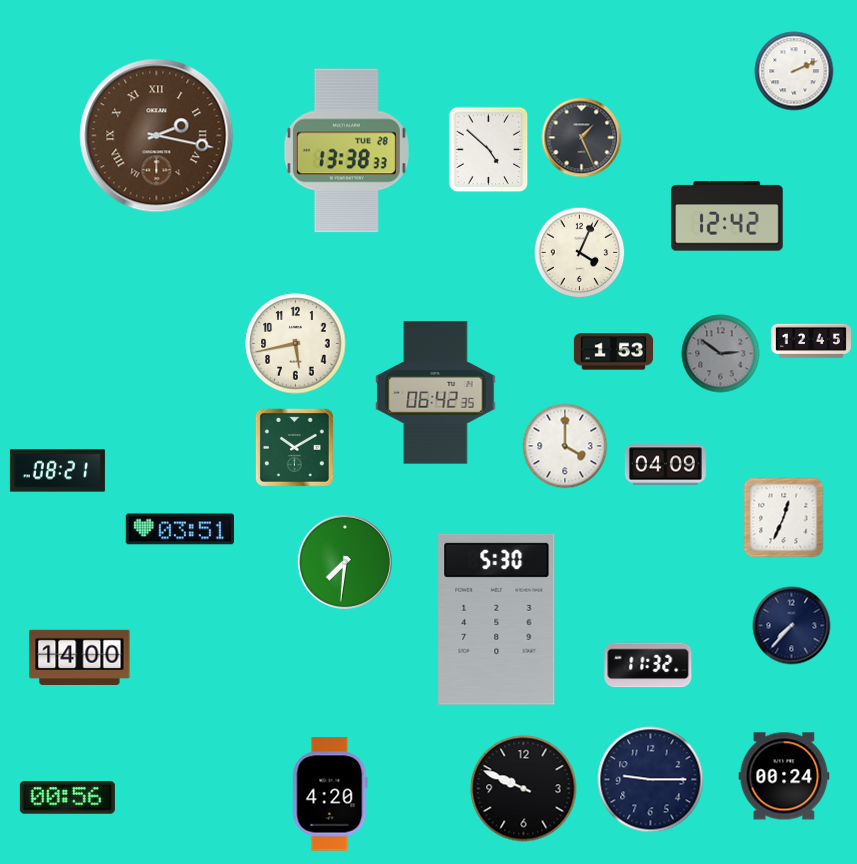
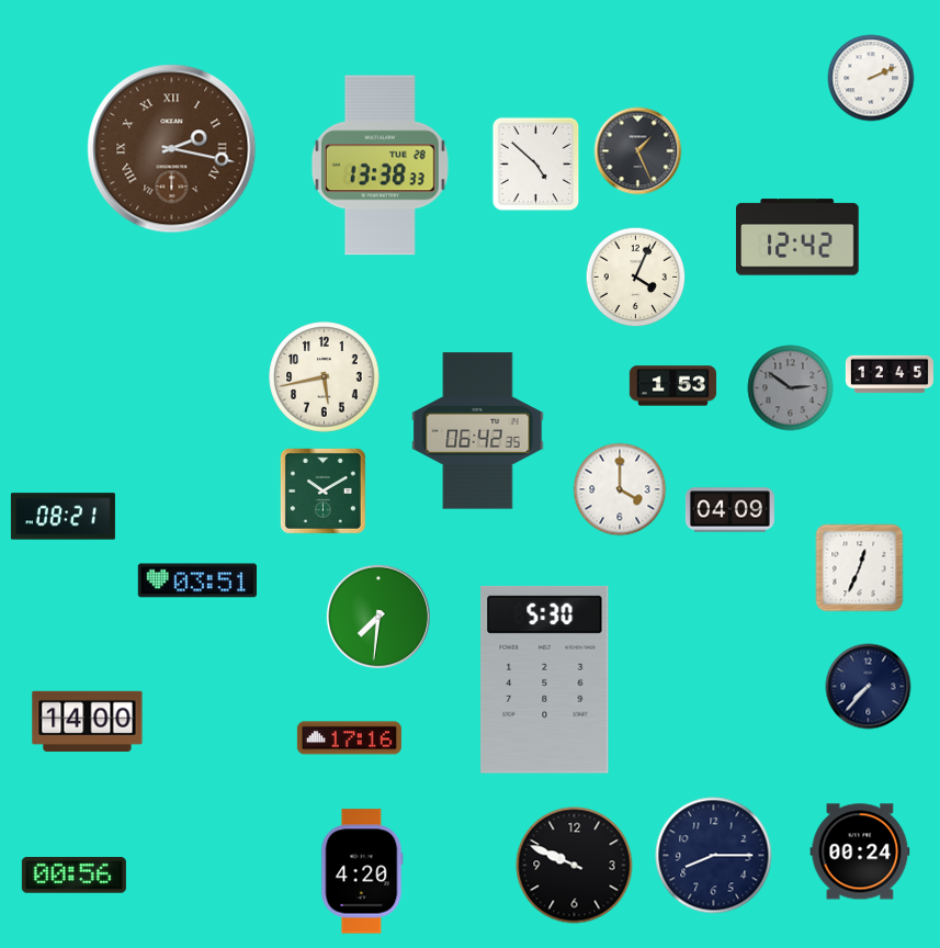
clock at (648, 665): 11:32 -> none
clock at (349, 738): none -> 17:16
clock at (651, 780): 9:15 -> 8:15
